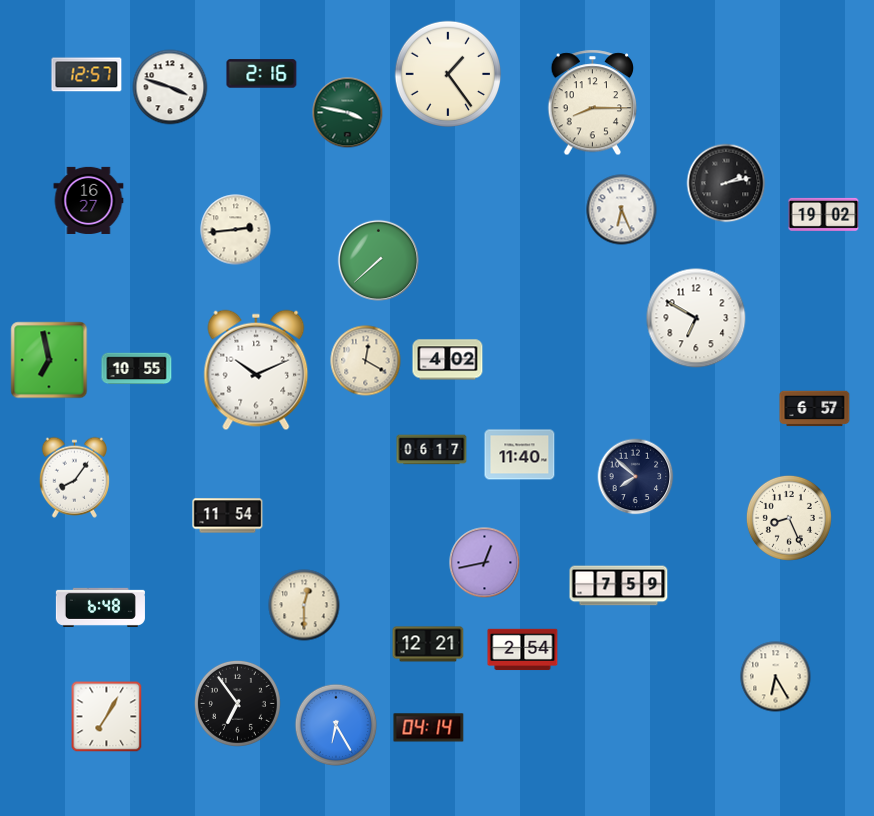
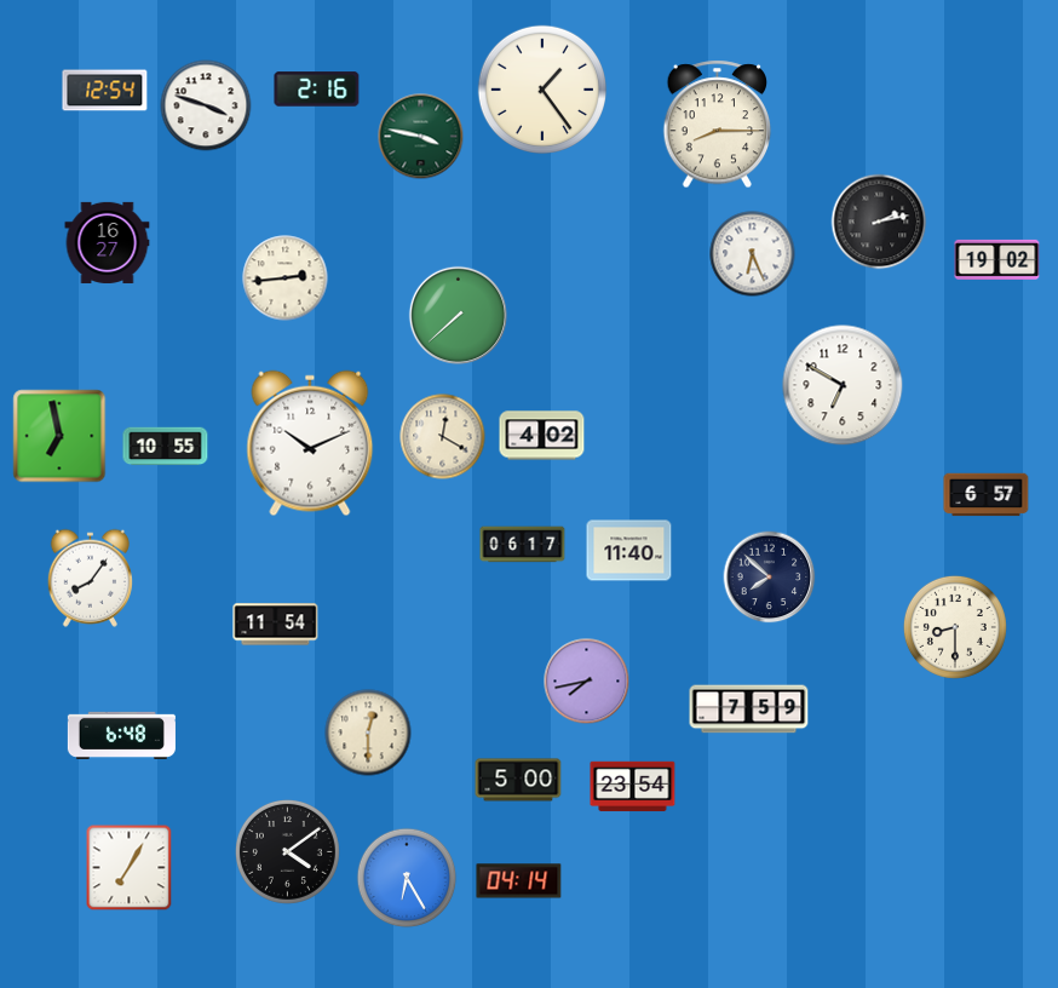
clock at (87, 75): 12:57 -> 12:54
clock at (256, 370) position: (256, 370) -> (310, 443)
clock at (789, 518): 8:26 -> 8:30
clock at (485, 563): 12:43 -> 7:43
clock at (428, 644): 12:21 -> 5:00
clock at (523, 650): 2:54 -> 23:54
clock at (776, 677): 6:25 -> none
clock at (237, 703): 6:54 -> 4:09
